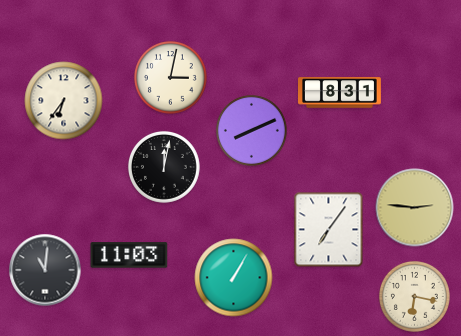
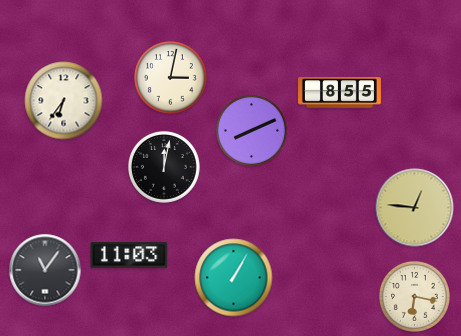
clock at (340, 93): 8:31 -> 8:55
clock at (415, 208): 2:46 -> 12:46
clock at (329, 230): 7:06 -> none
clock at (45, 270): 11:01 -> 11:06
